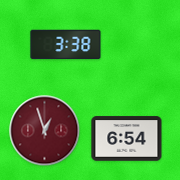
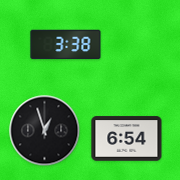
clock at (45, 131) dial: burgundy -> black
